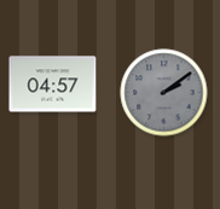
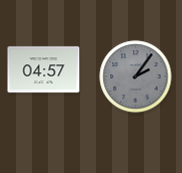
clock at (164, 93): 2:09 -> 2:06
